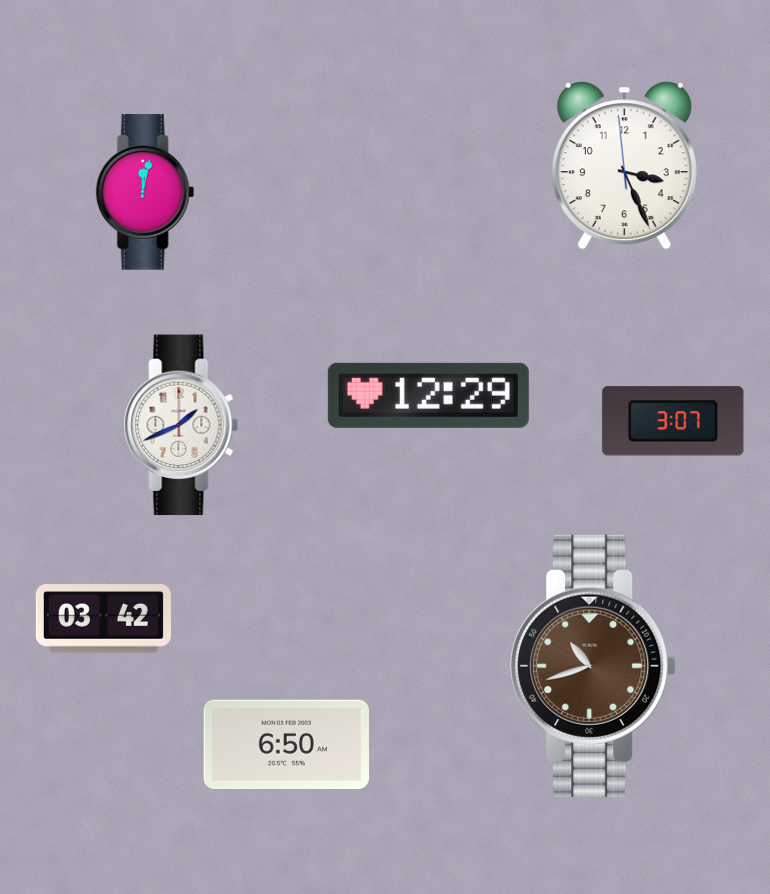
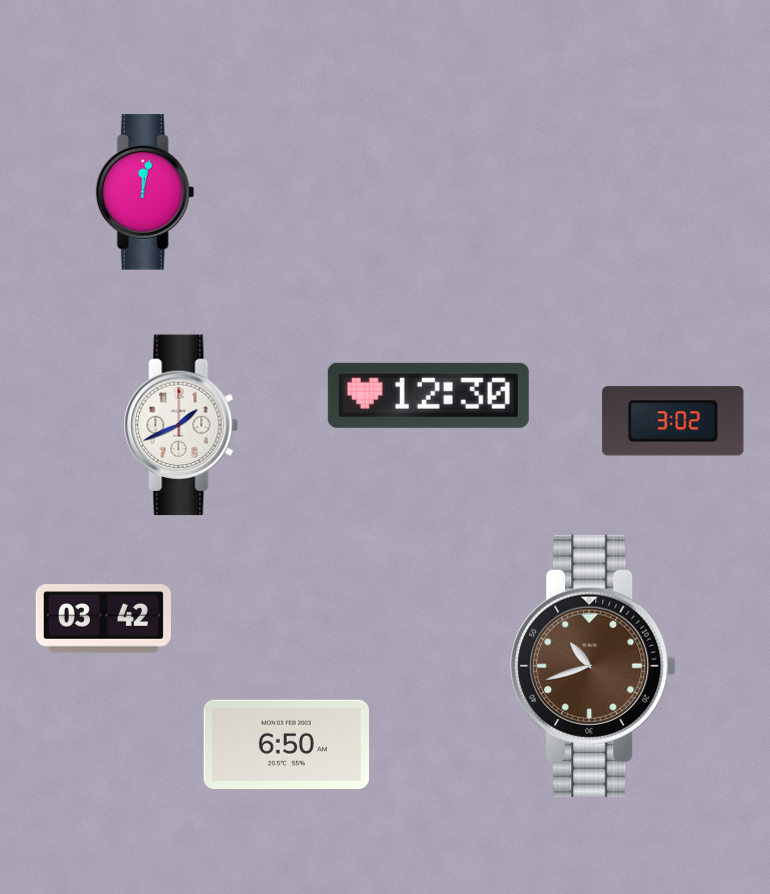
clock at (624, 166): 3:25 -> none
clock at (428, 395): 12:29 -> 12:30
clock at (673, 421): 3:07 -> 3:02
